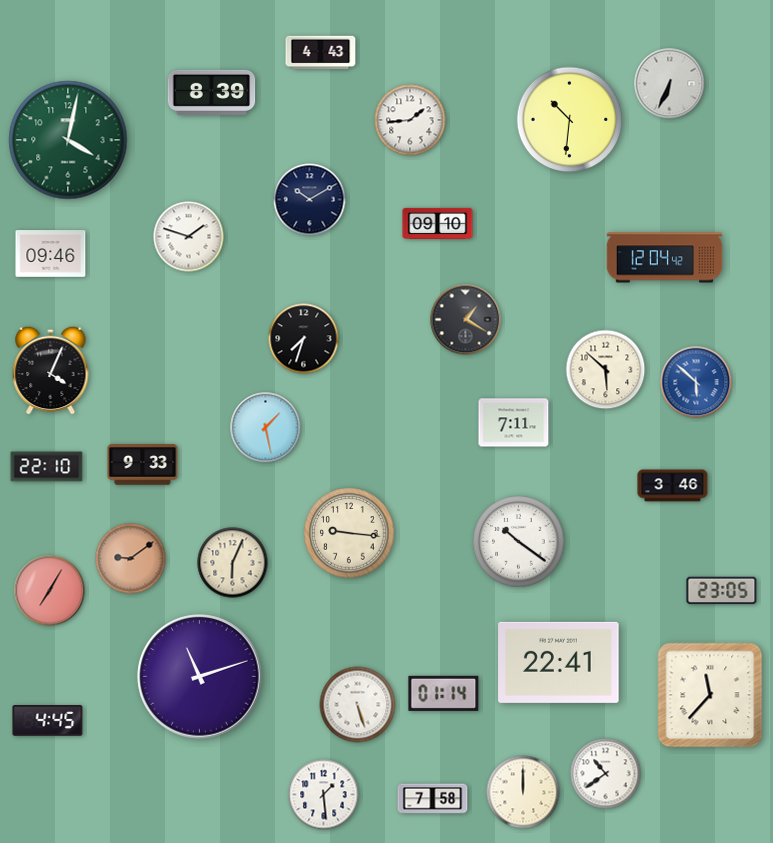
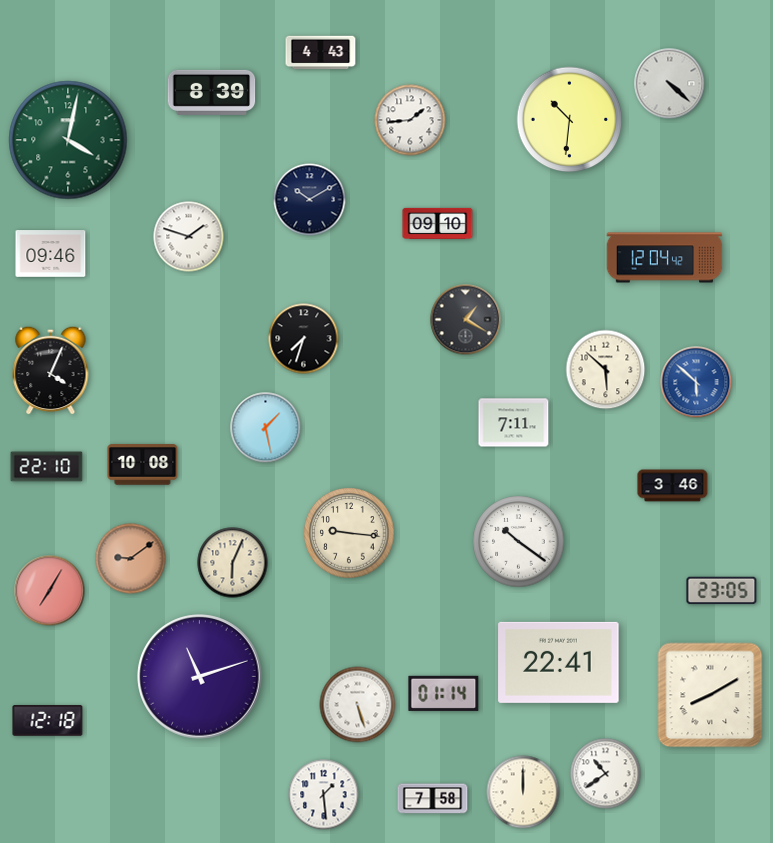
clock at (670, 84): 6:34 -> 4:22
clock at (143, 465): 9:33 -> 10:08
clock at (710, 695): 11:37 -> 8:10
clock at (48, 721): 4:45 -> 12:18
